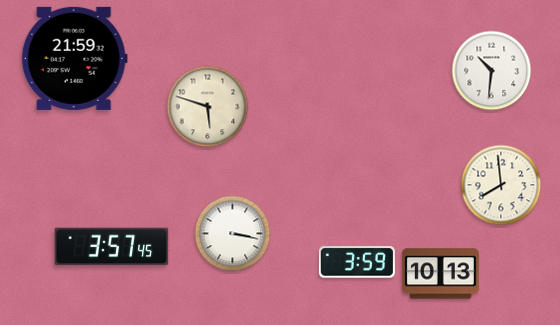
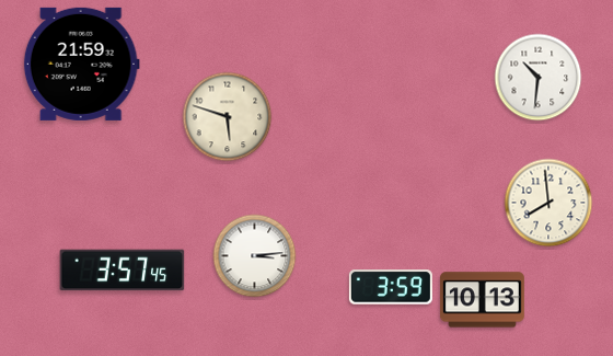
clock at (233, 234): 3:17 -> 3:14
